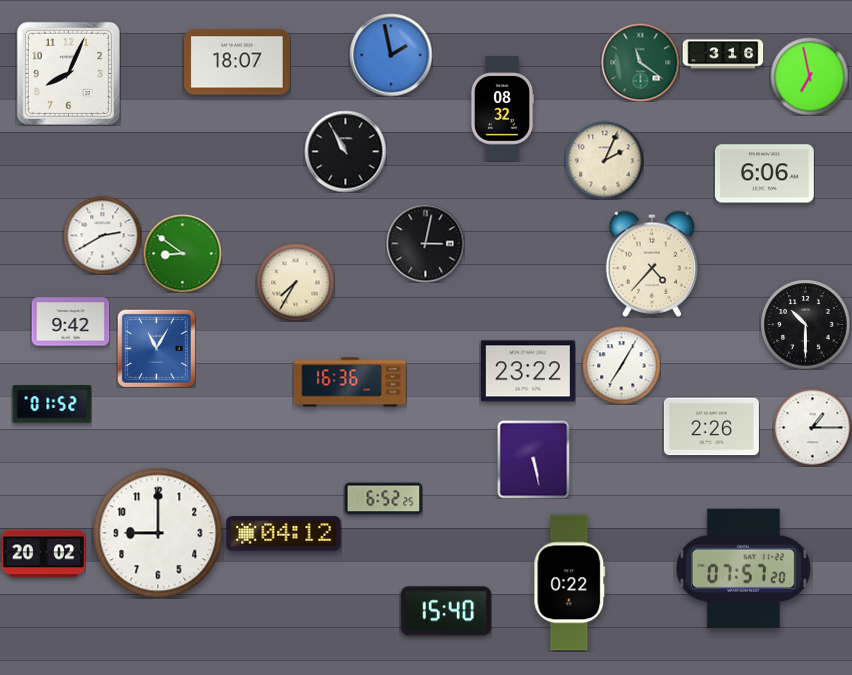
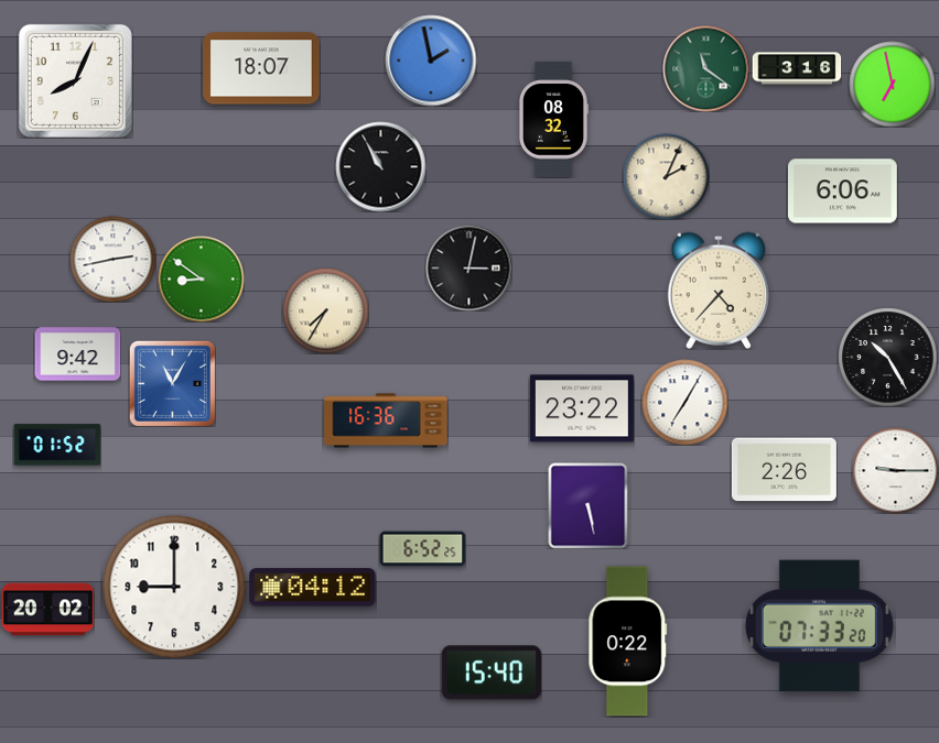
clock at (723, 54) position: (723, 54) -> (797, 68)
clock at (102, 235): 2:40 -> 2:43
clock at (805, 324): 10:30 -> 10:25
clock at (812, 427): 1:15 -> 9:15
clock at (743, 569): 07:57 -> 07:33
